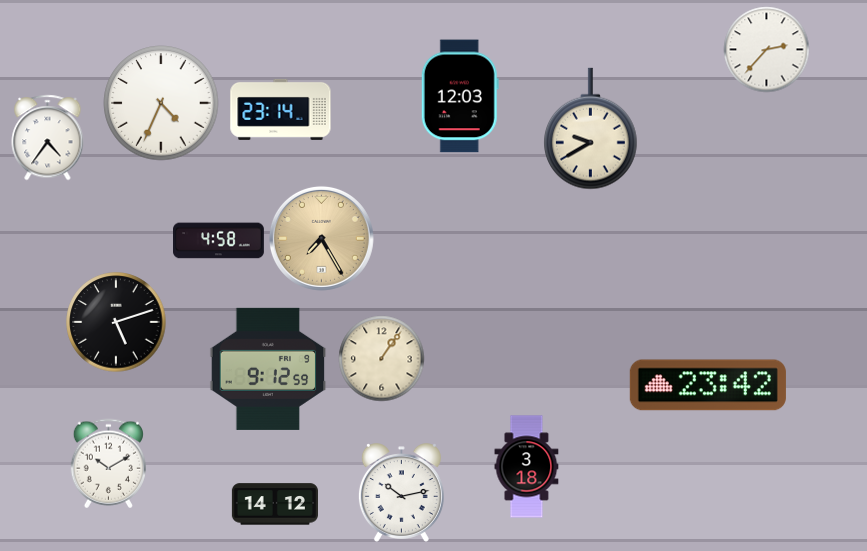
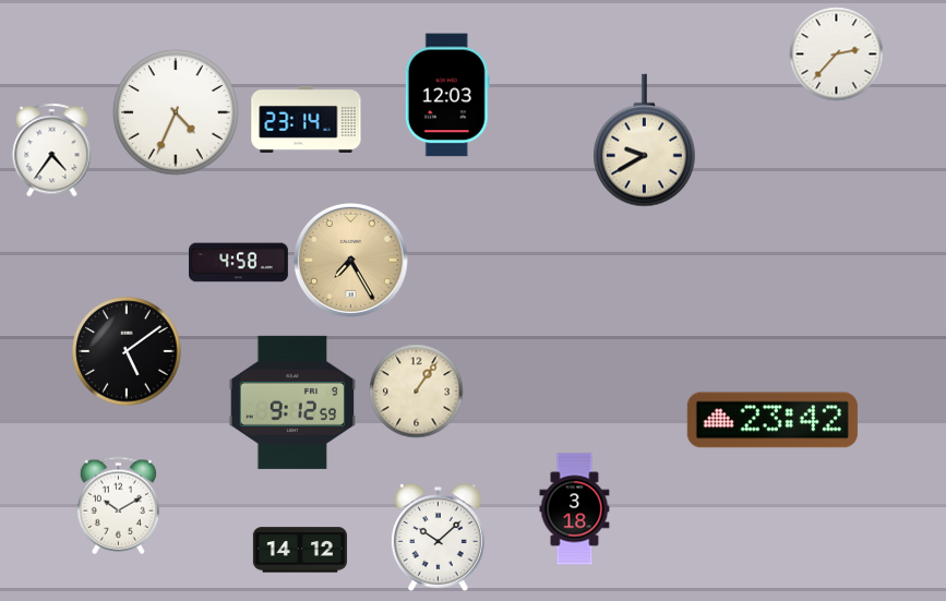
clock at (460, 96) position: (460, 96) -> (447, 95)
clock at (116, 322): 5:12 -> 5:09
clock at (401, 493): 10:13 -> 10:08
